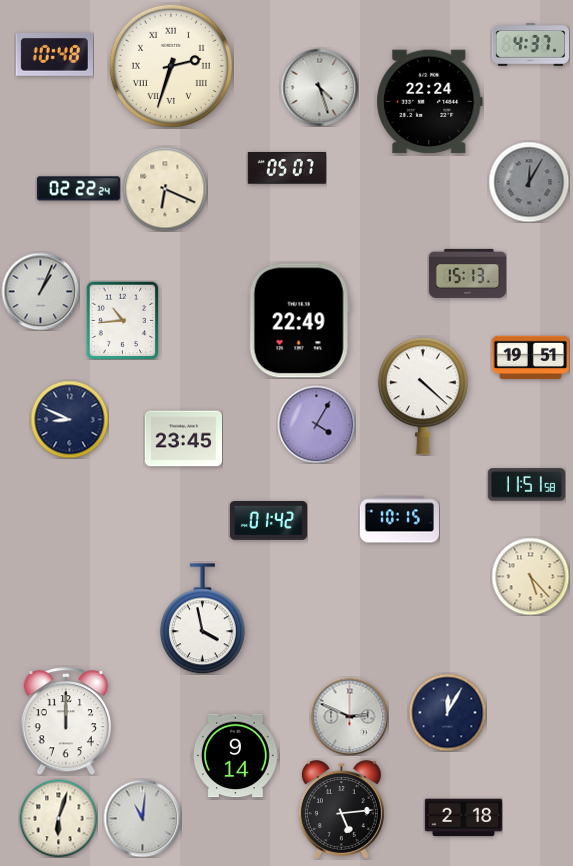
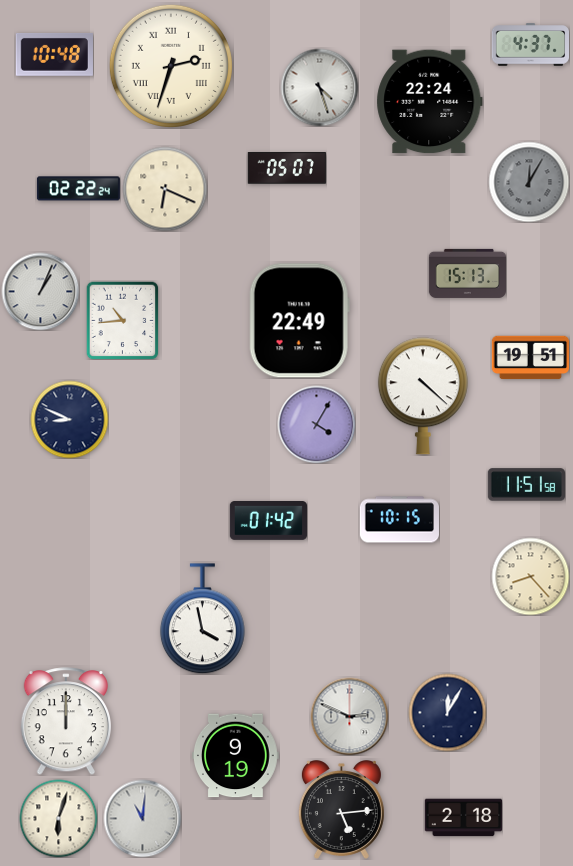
clock at (183, 439): 23:45 -> none
clock at (530, 576): 5:23 -> 8:23
clock at (235, 756): 9:14 -> 9:19
